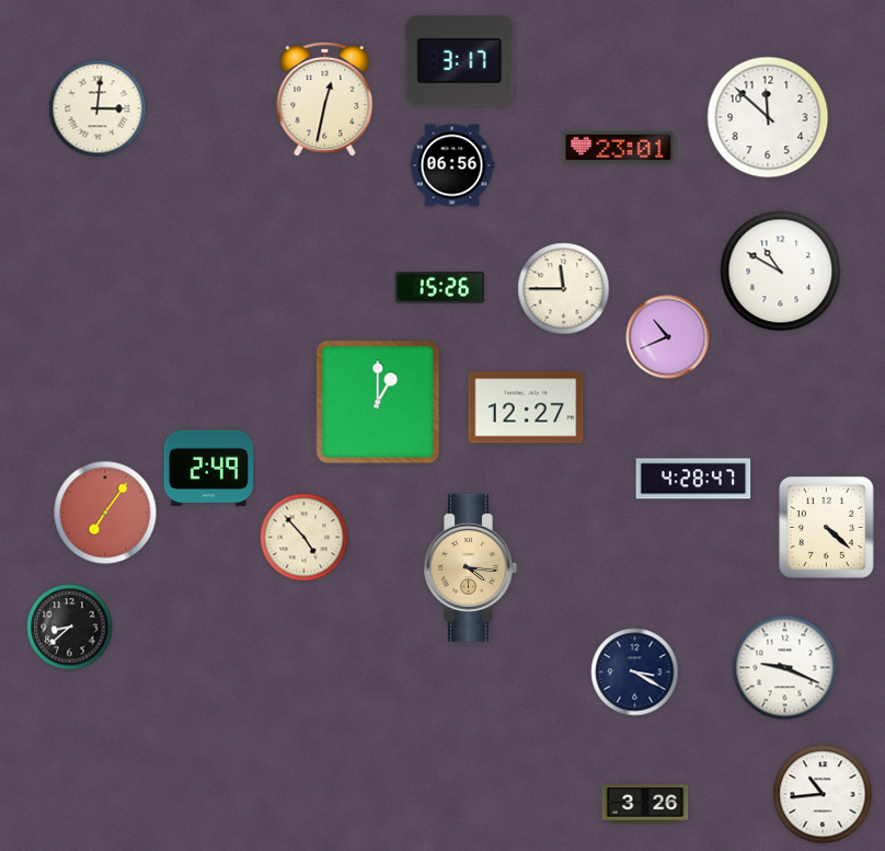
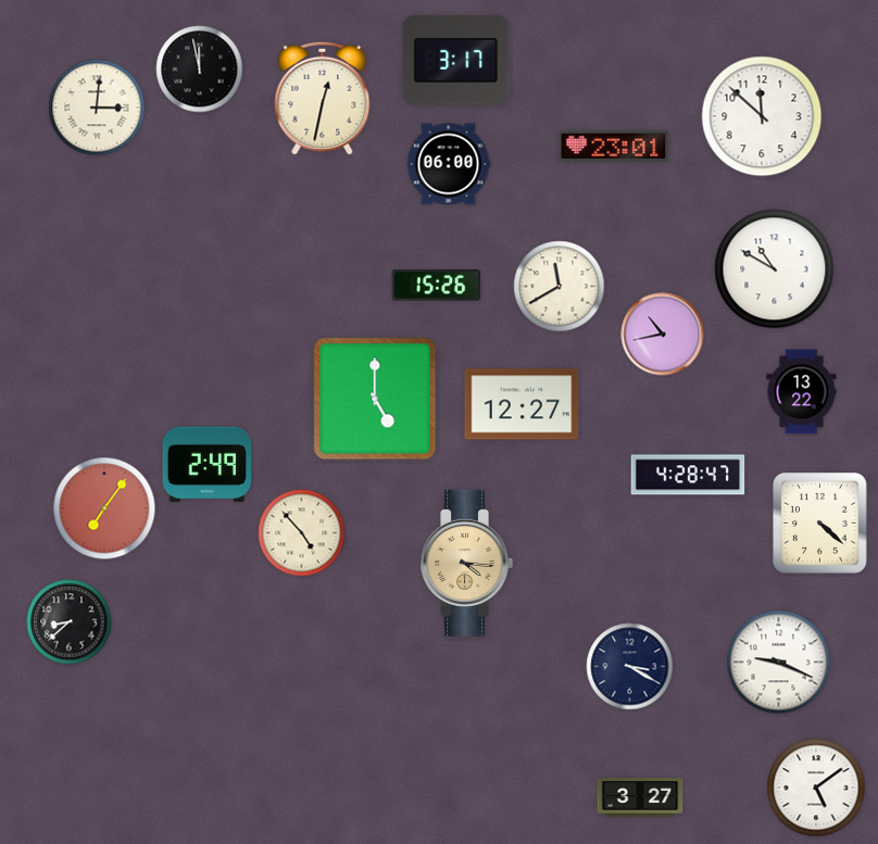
clock at (200, 70): none -> 11:58
clock at (452, 165): 06:56 -> 06:00
clock at (564, 289): 11:45 -> 11:40
clock at (668, 337): 10:41 -> 10:43
clock at (802, 392): none -> 13:22
clock at (378, 402): 1:00 -> 5:00
clock at (823, 794): 10:44 -> 5:09
clock at (645, 804): 3:26 -> 3:27
